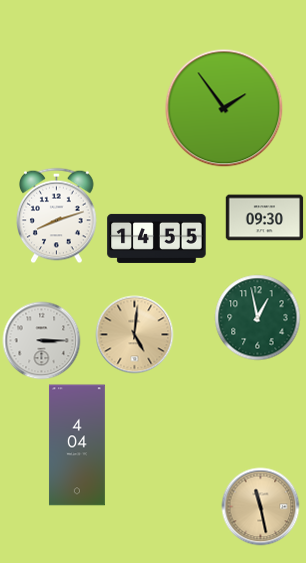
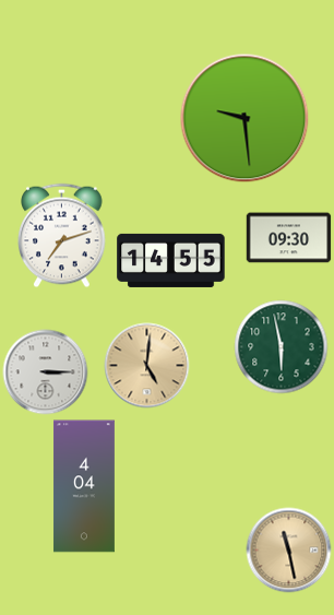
clock at (224, 108): 1:54 -> 9:29
clock at (57, 215): 8:12 -> 7:12
clock at (257, 317): 12:58 -> 5:58
clock at (260, 506) position: (260, 506) -> (288, 549)
